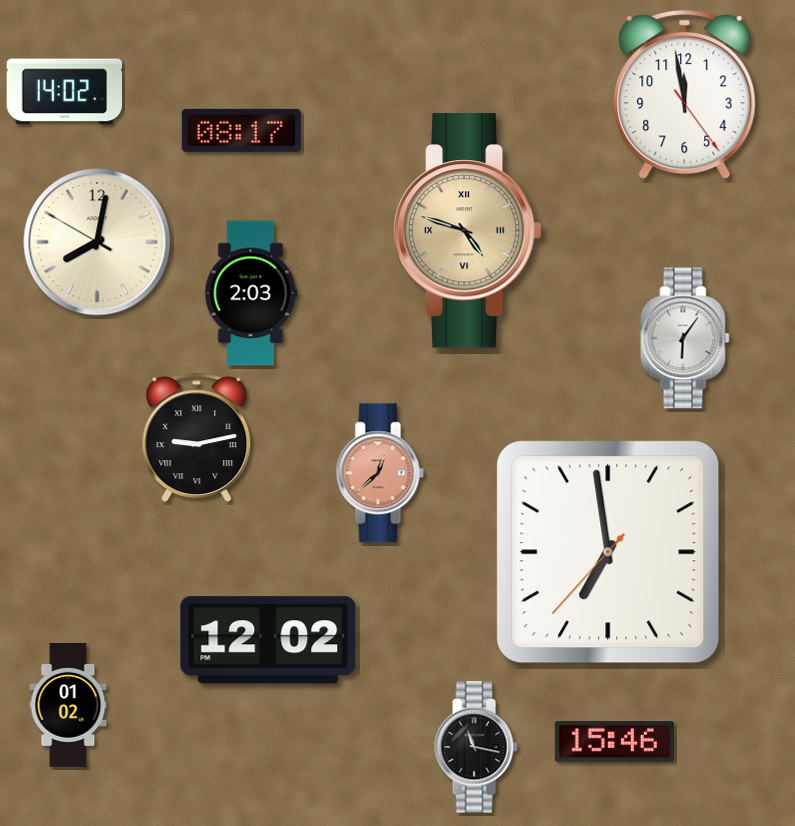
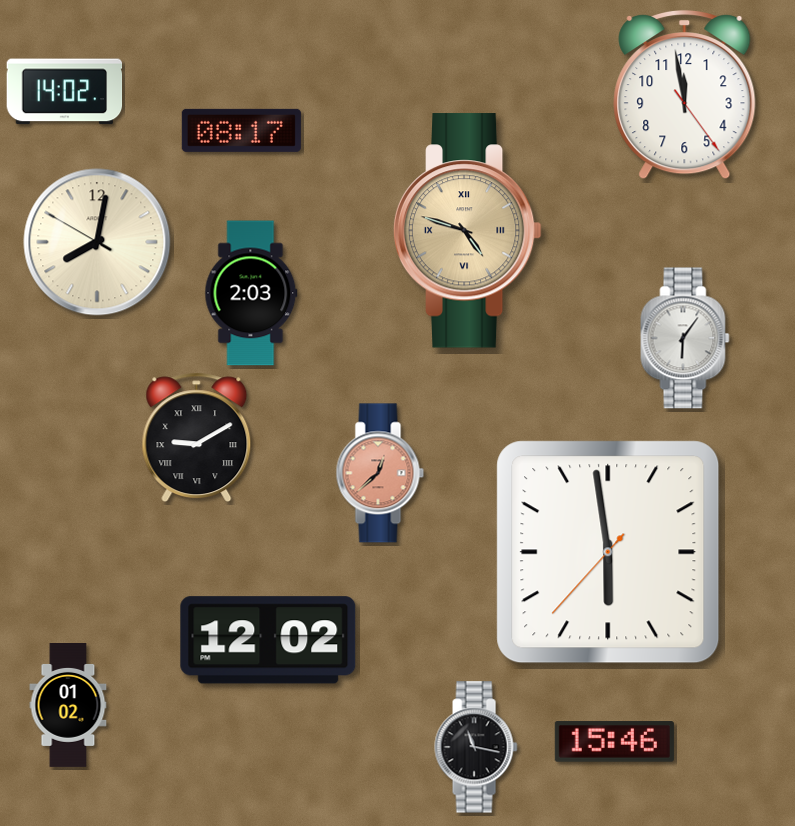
clock at (197, 438): 9:13 -> 9:10
clock at (608, 552): 6:58 -> 5:58
